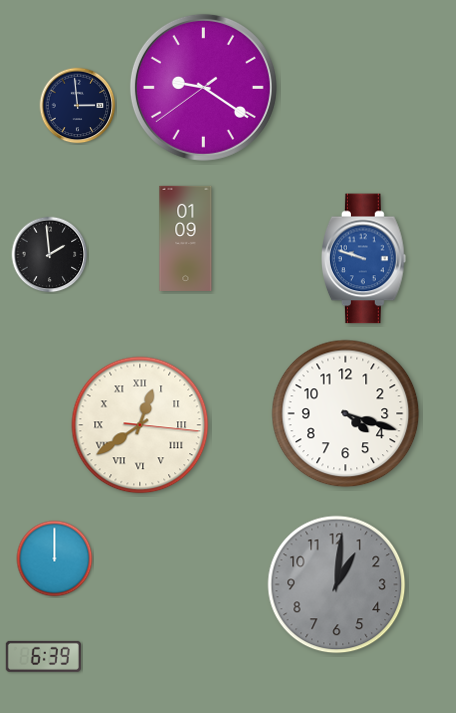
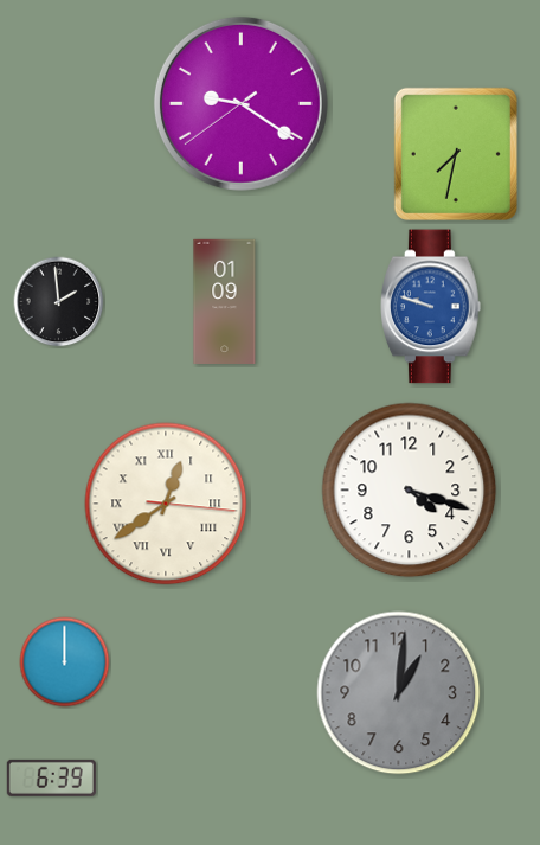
clock at (78, 106): 2:59 -> none
clock at (456, 154): none -> 7:32
clock at (186, 238) position: (186, 238) -> (225, 301)
